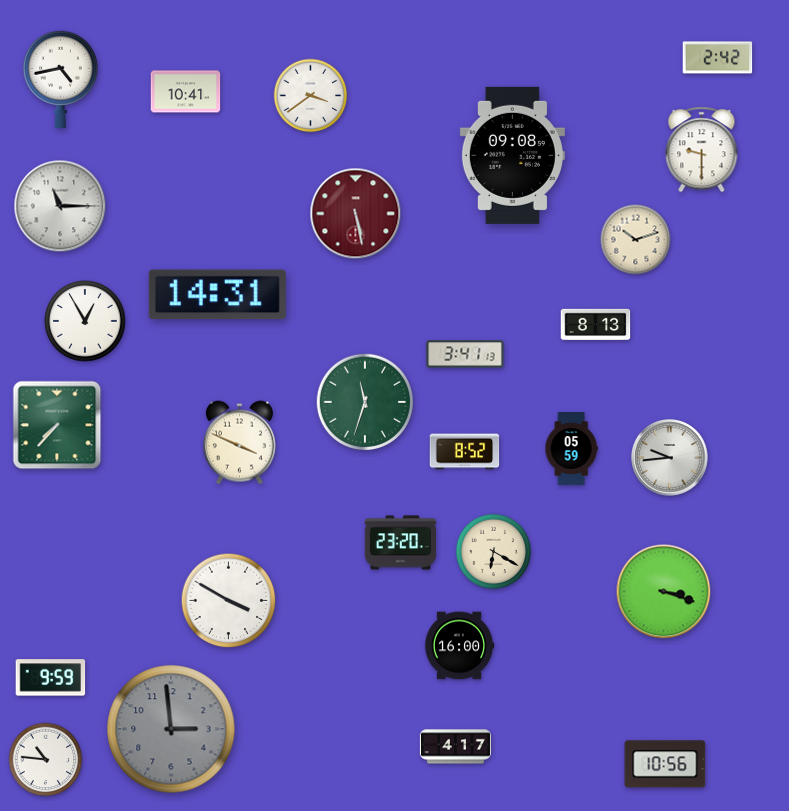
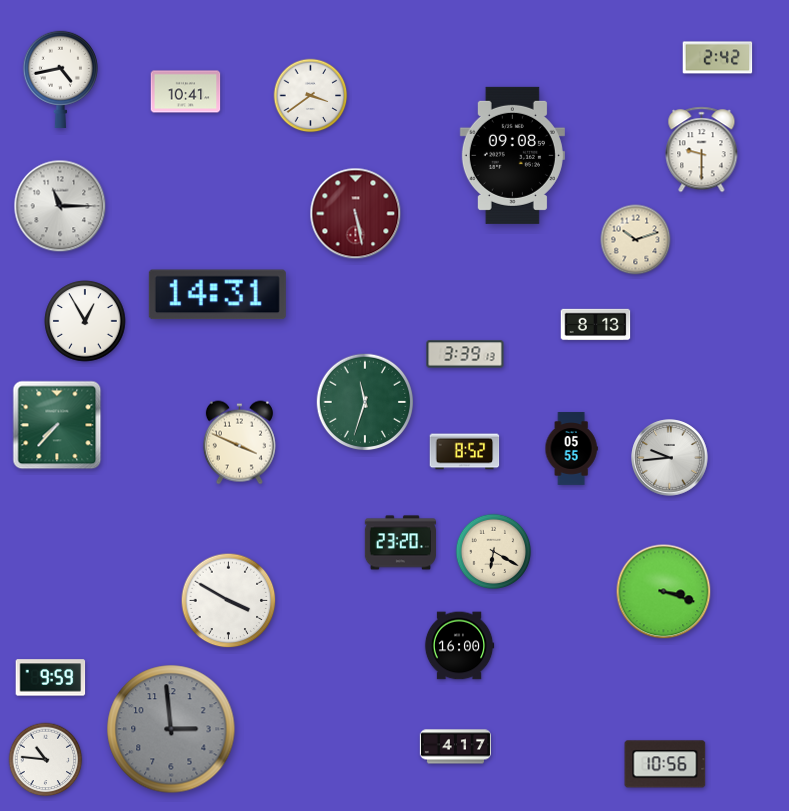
clock at (465, 354): 3:41 -> 3:39
clock at (571, 449): 05:59 -> 05:55
